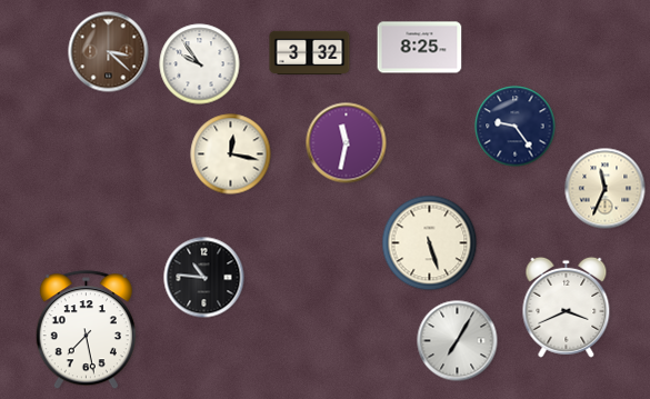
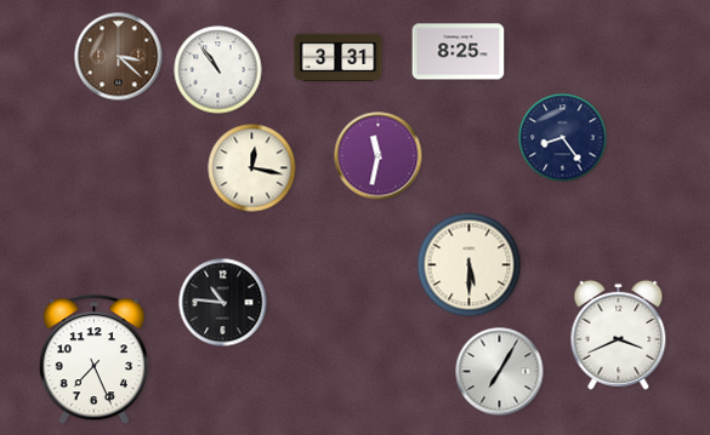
clock at (310, 52): 3:32 -> 3:31
clock at (200, 64): 9:54 -> 10:54
clock at (516, 127): 9:24 -> 8:24
clock at (606, 189): 11:34 -> none
clock at (430, 243): 5:27 -> 5:30
clock at (86, 330): 7:28 -> 7:26
